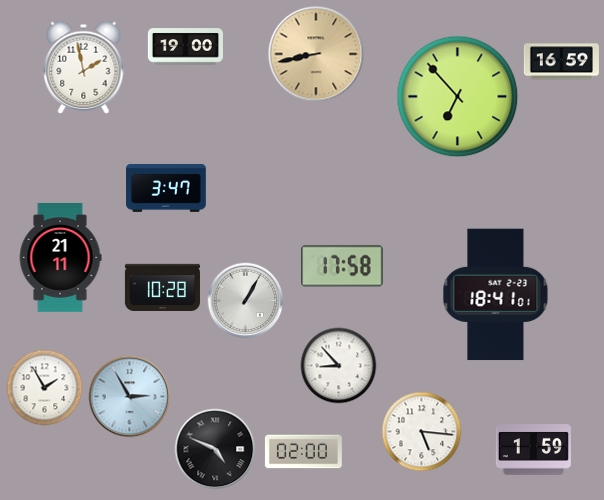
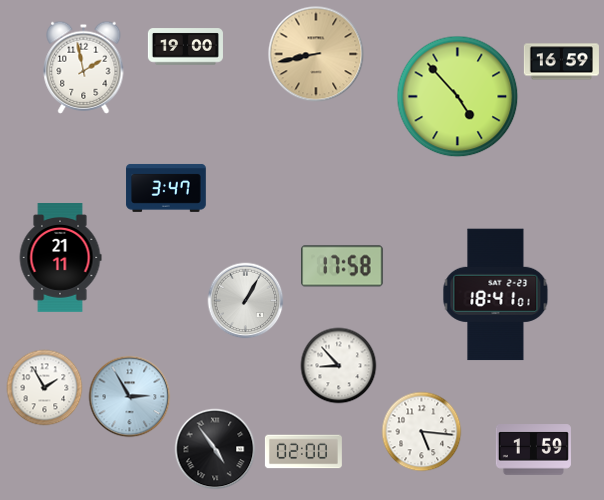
clock at (458, 97): 6:53 -> 4:53
clock at (162, 287): 10:28 -> none
clock at (215, 449): 4:49 -> 4:54
